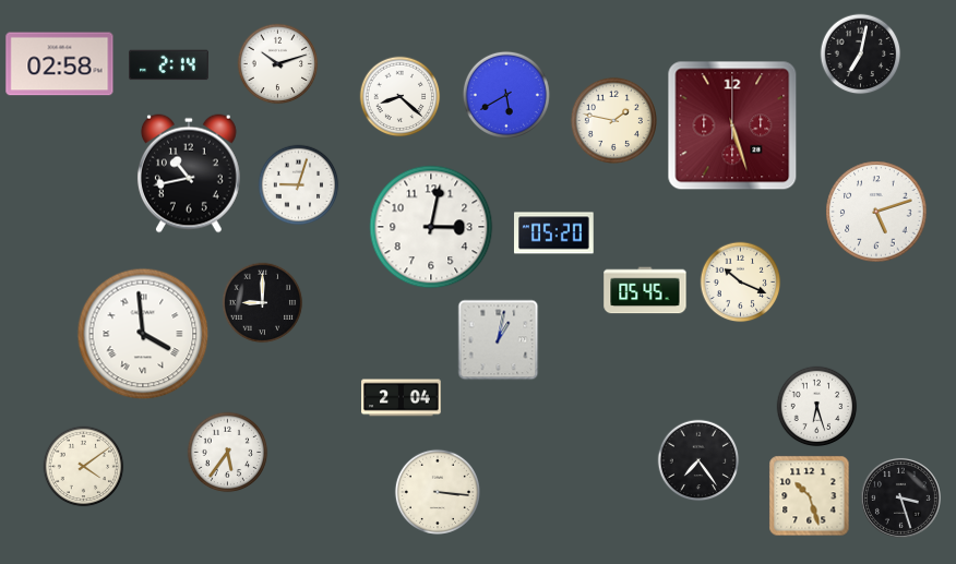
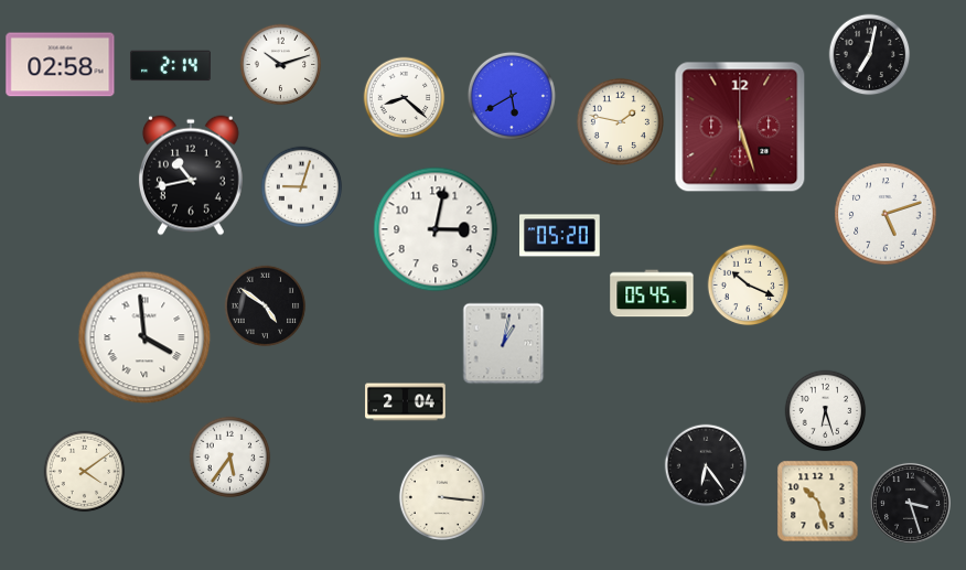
clock at (263, 303): 9:00 -> 4:51
clock at (698, 460): 7:24 -> 6:24
